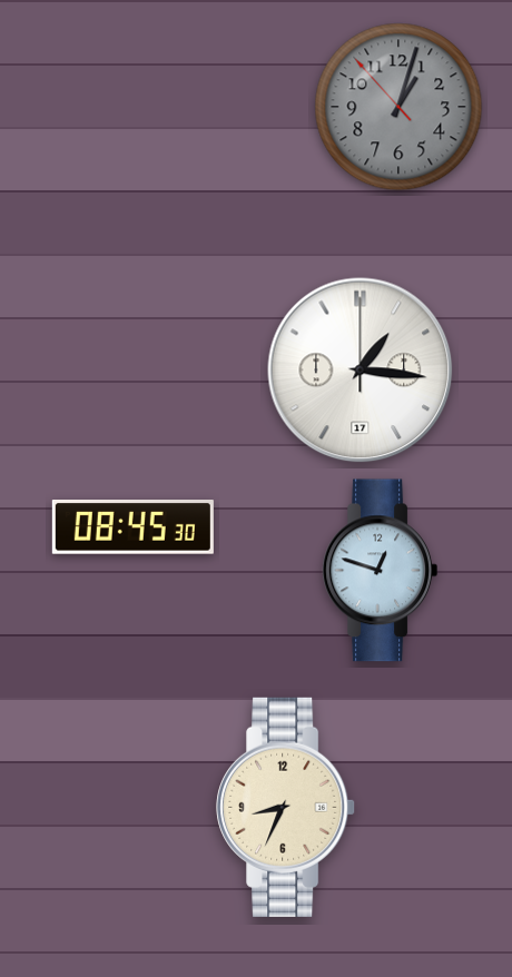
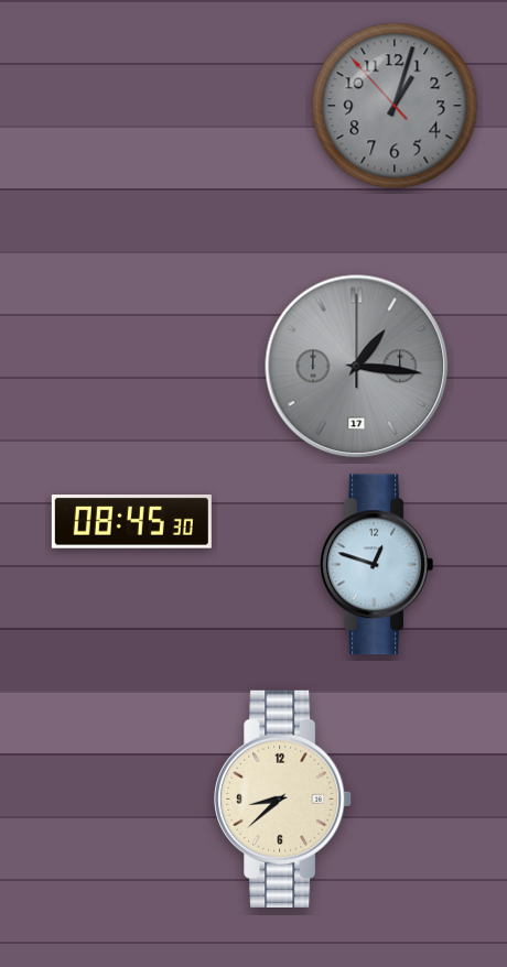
clock at (361, 371) dial: white -> grey
clock at (286, 807): 8:34 -> 8:38
